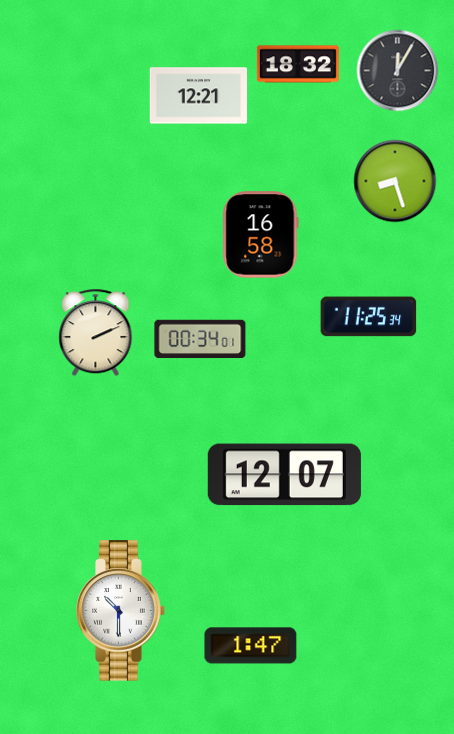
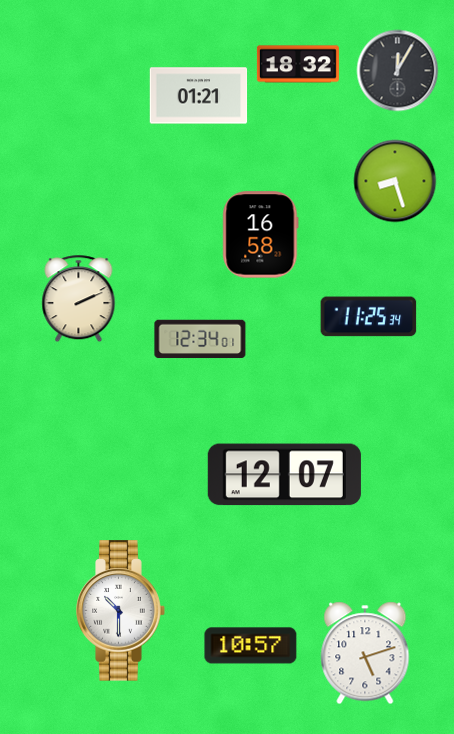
clock at (199, 96): 12:21 -> 01:21
clock at (96, 333) position: (96, 333) -> (79, 299)
clock at (200, 339): 00:34 -> 12:34
clock at (251, 646): 1:47 -> 10:57
clock at (365, 653): none -> 5:12
